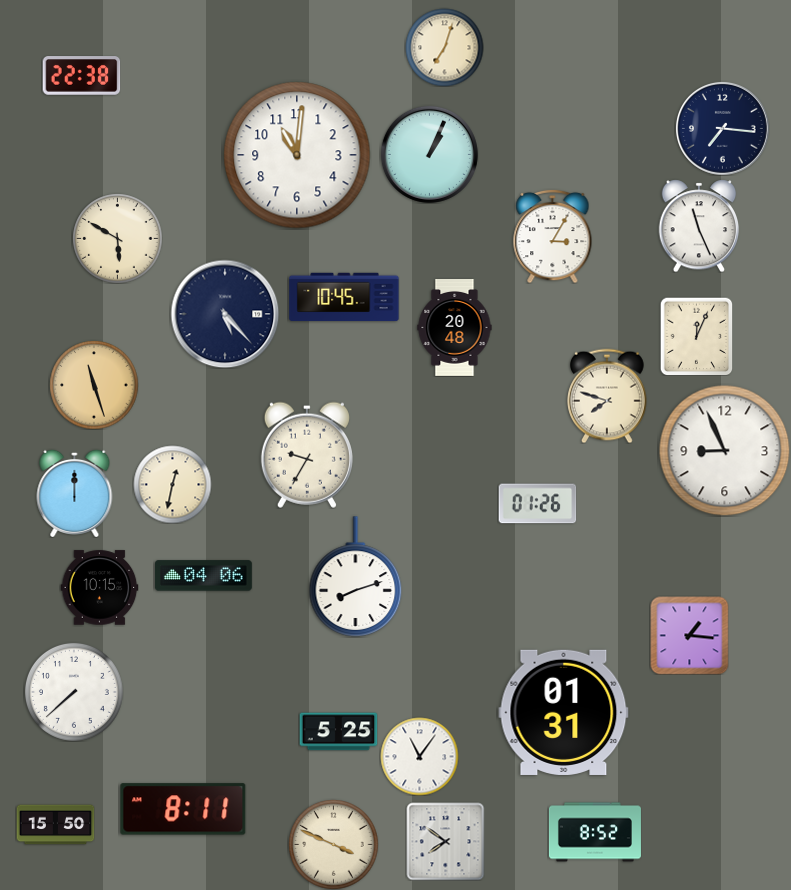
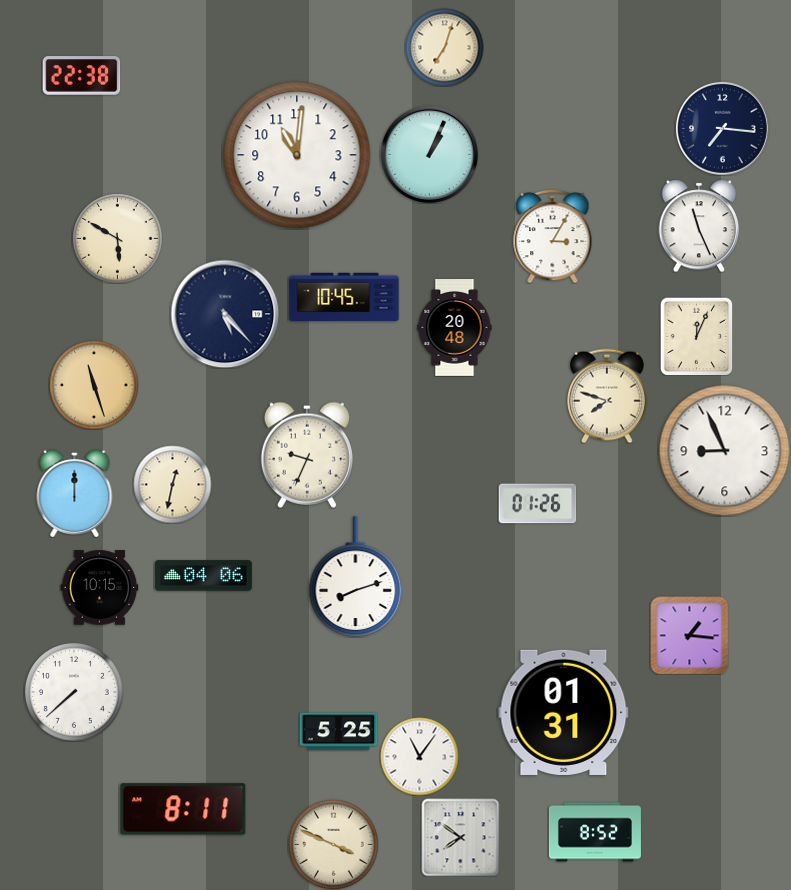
clock at (307, 455): 9:35 -> 9:34
clock at (55, 825): 15:50 -> none
clock at (445, 841) position: (445, 841) -> (460, 837)
